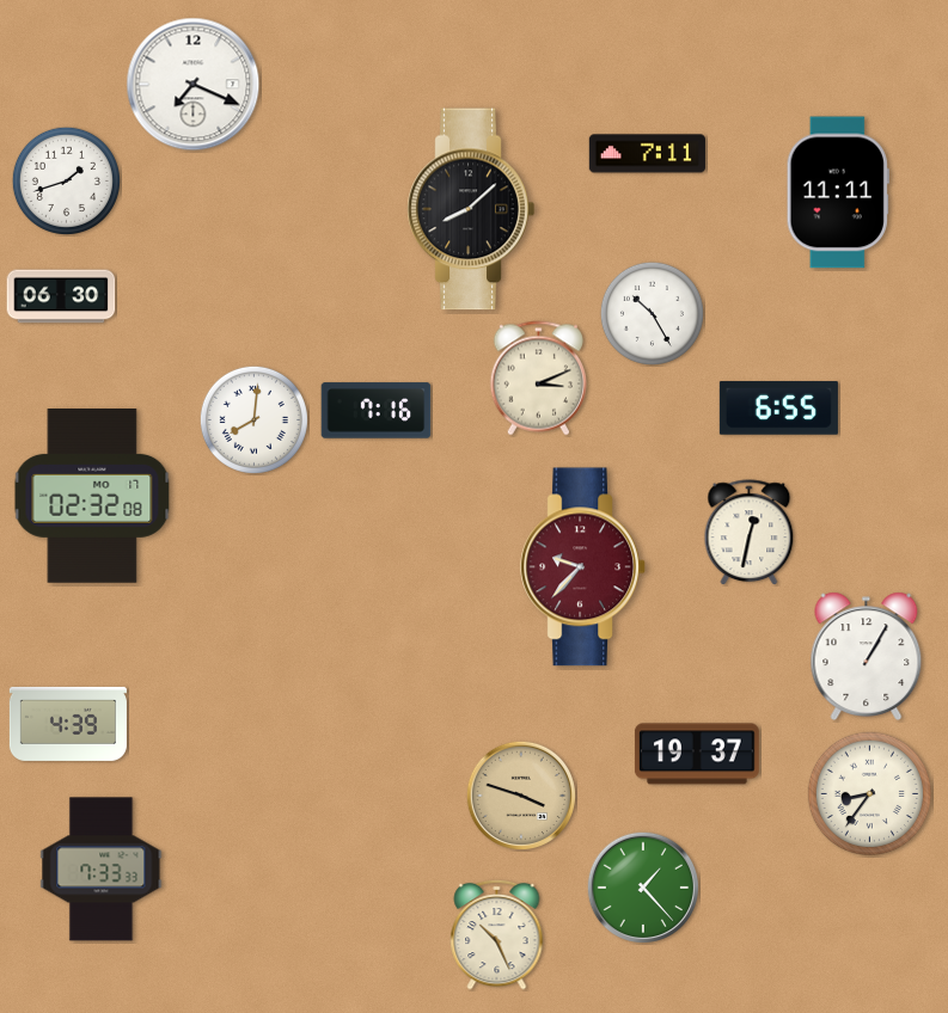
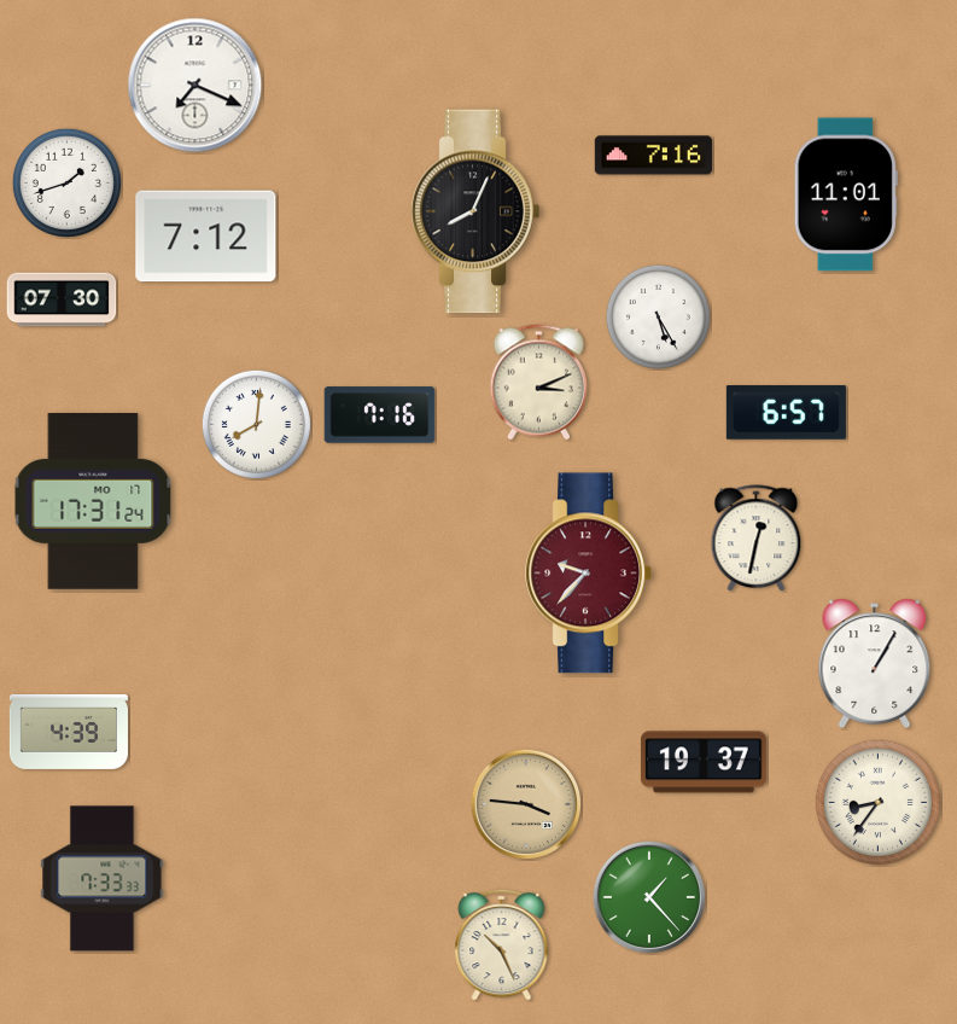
clock at (647, 154): 7:11 -> 7:16
clock at (838, 192): 11:11 -> 11:01
clock at (471, 209): 8:08 -> 8:04
clock at (206, 237): none -> 7:12
clock at (61, 296): 06:30 -> 07:30
clock at (652, 313): 10:25 -> 5:25
clock at (538, 379) position: (538, 379) -> (538, 383)
clock at (778, 409): 6:55 -> 6:57
clock at (92, 497): 02:32 -> 17:31
clock at (521, 796): 3:48 -> 3:46
